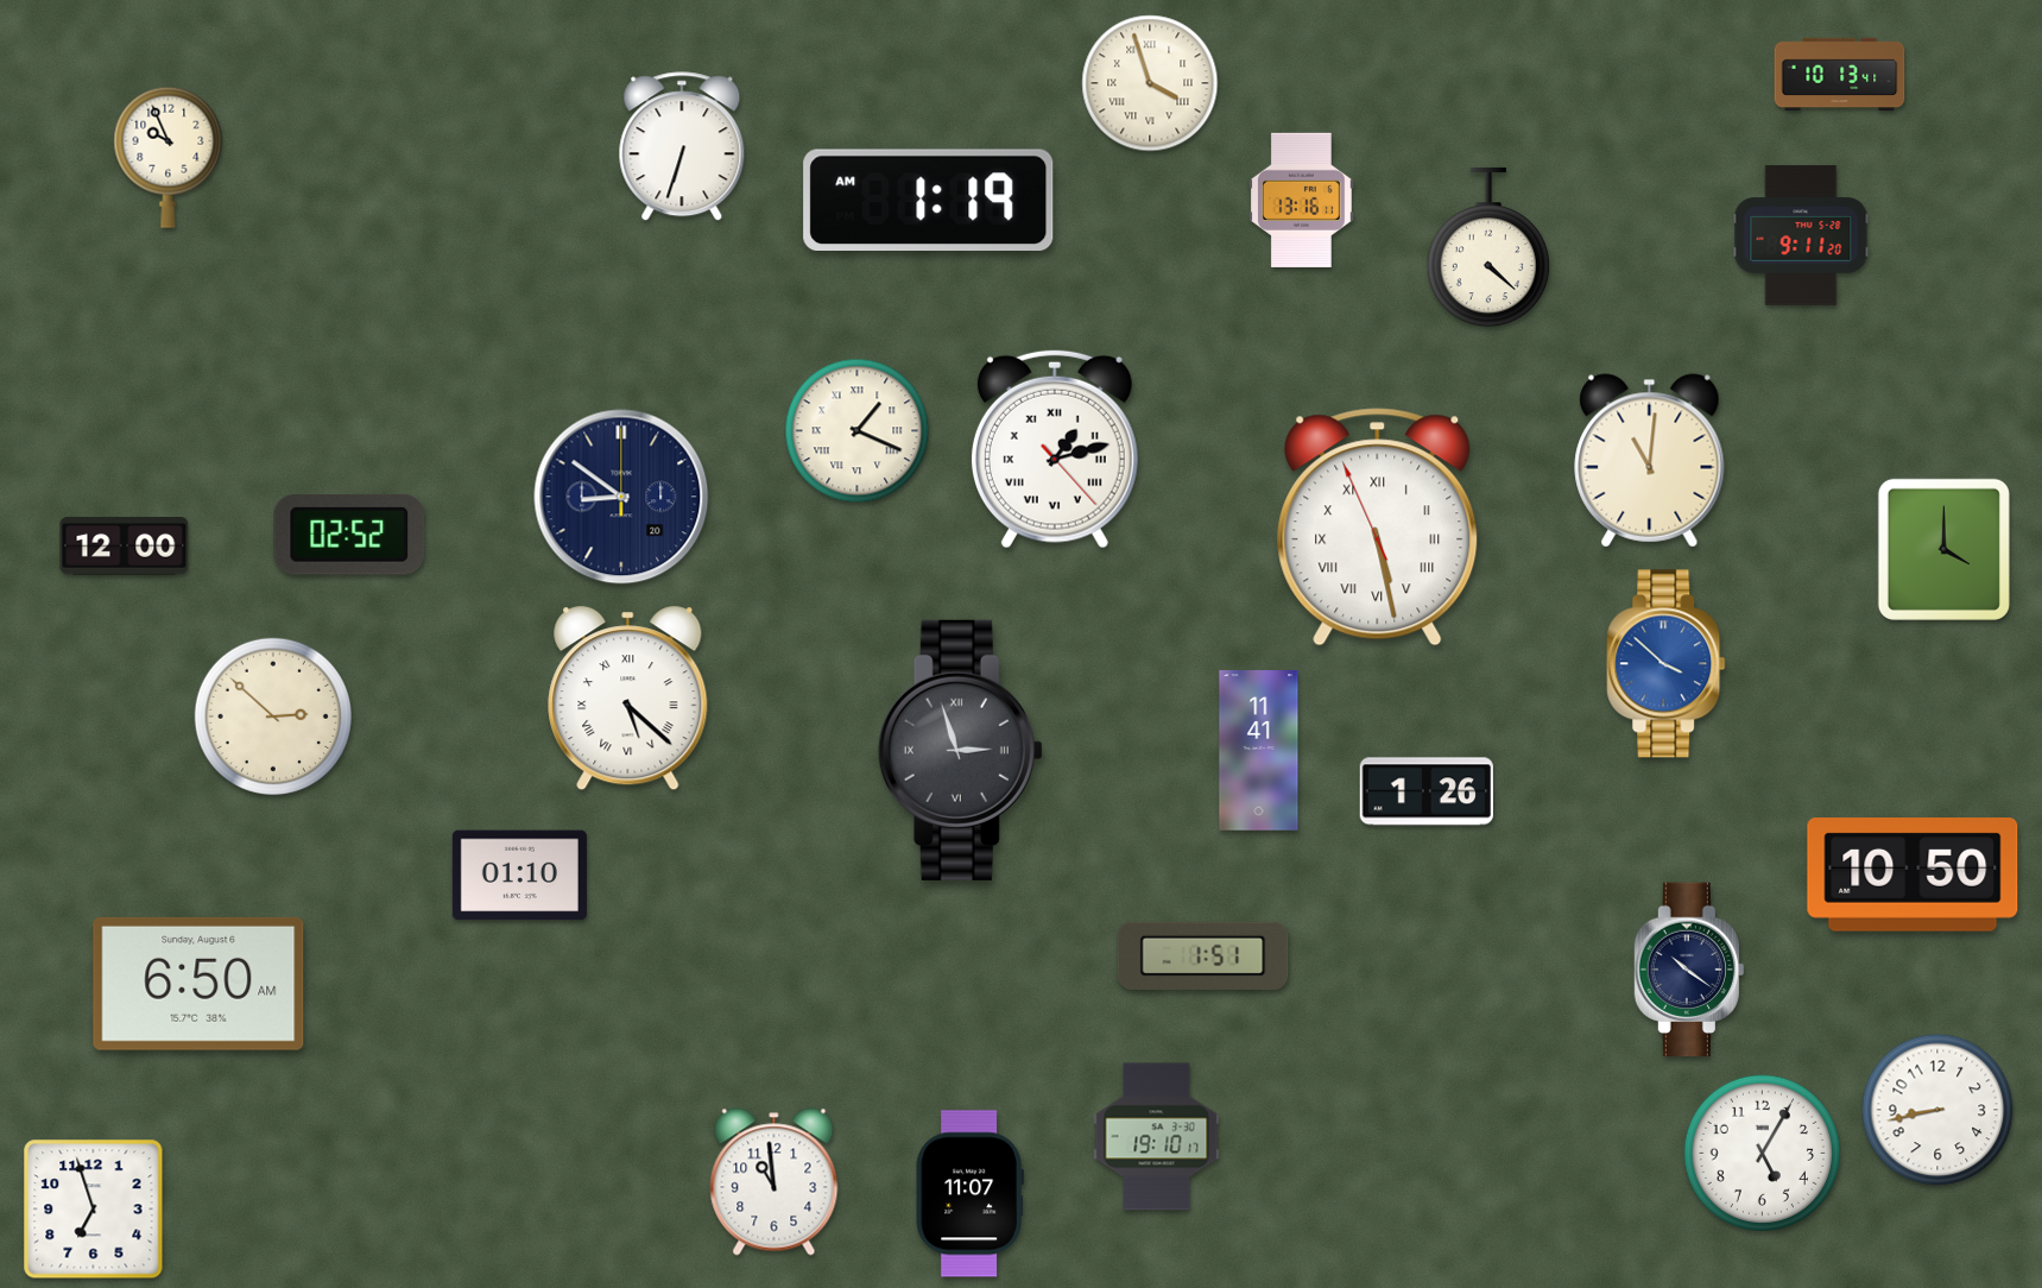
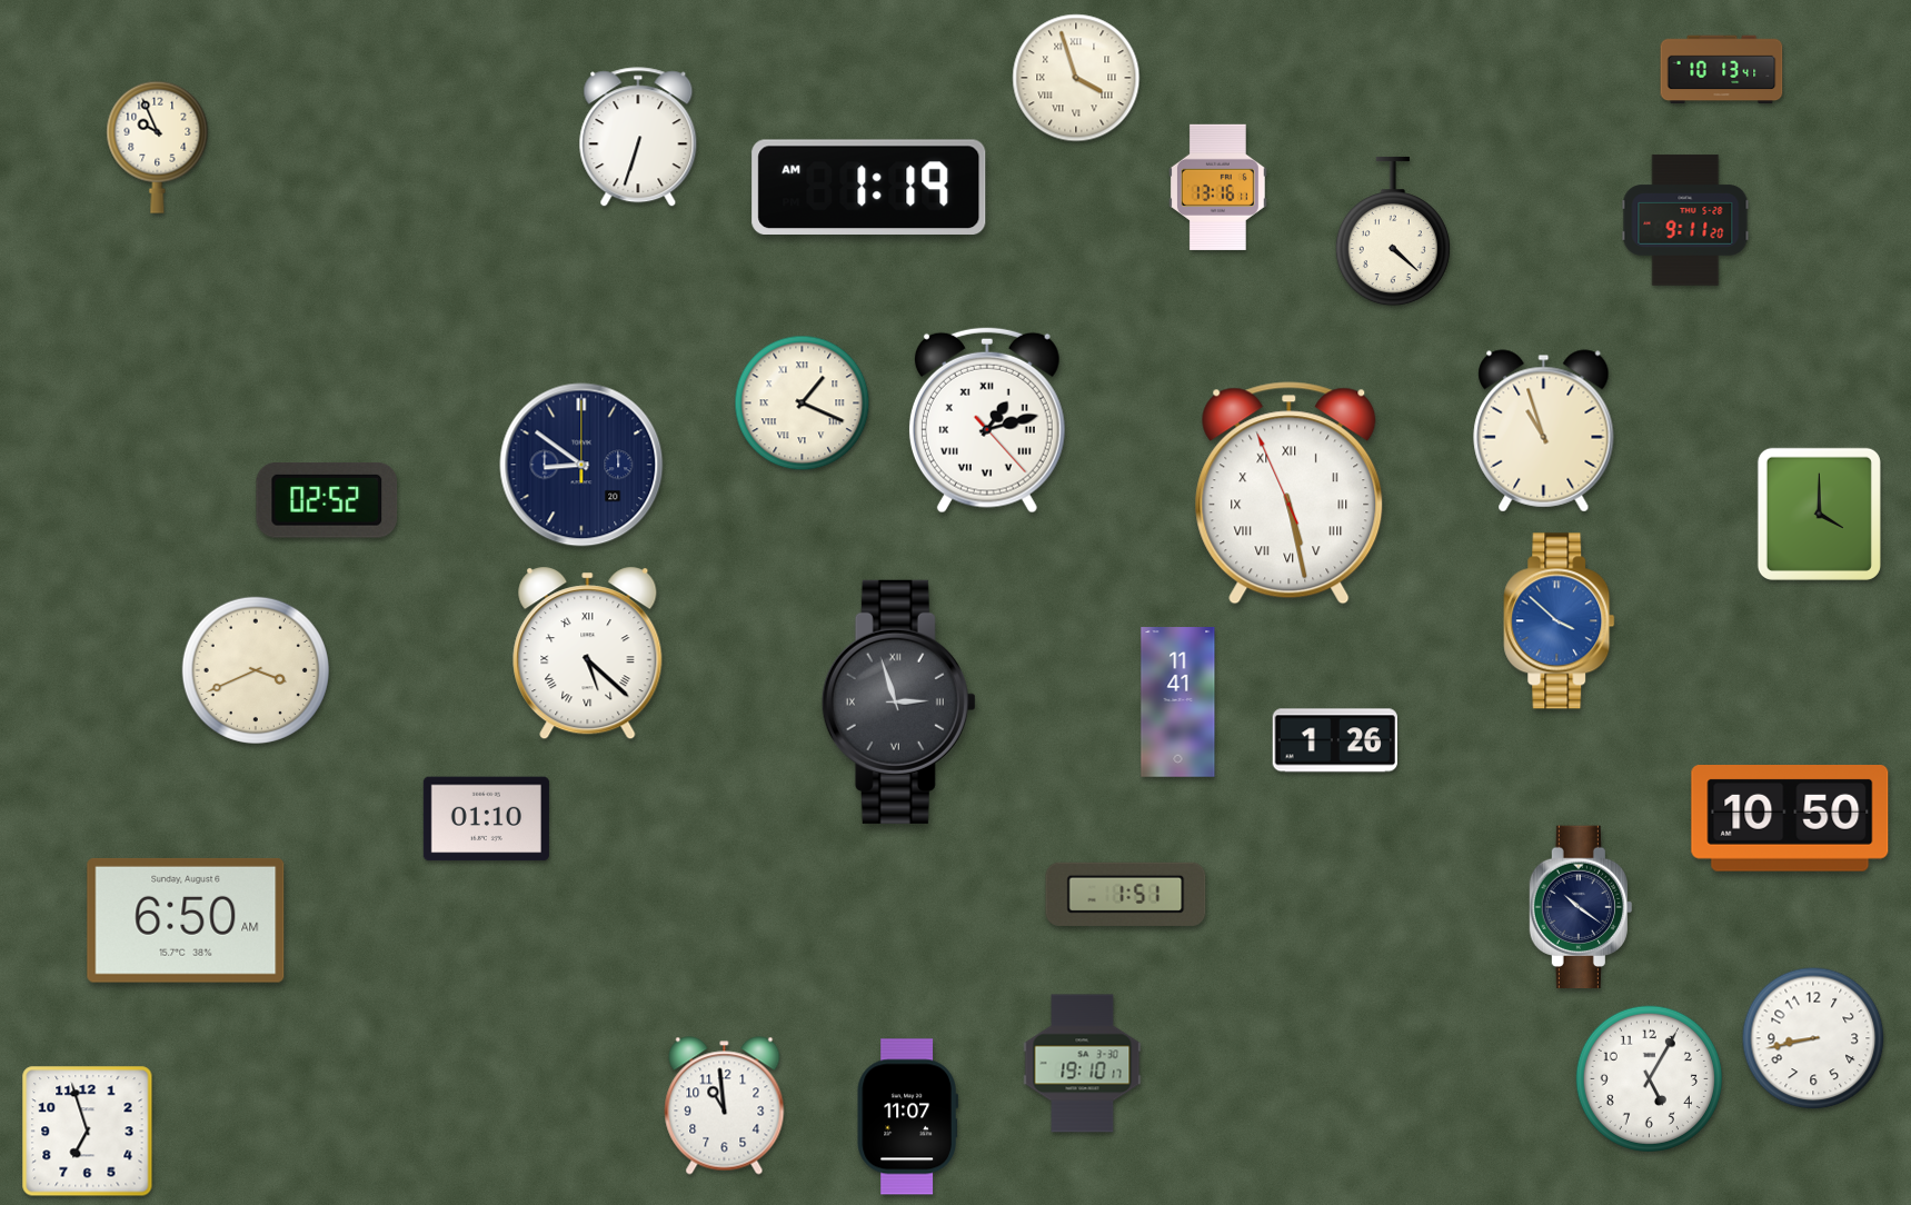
clock at (1650, 461): 11:01 -> 10:57
clock at (125, 547): 12:00 -> none
clock at (273, 716): 2:52 -> 3:41
